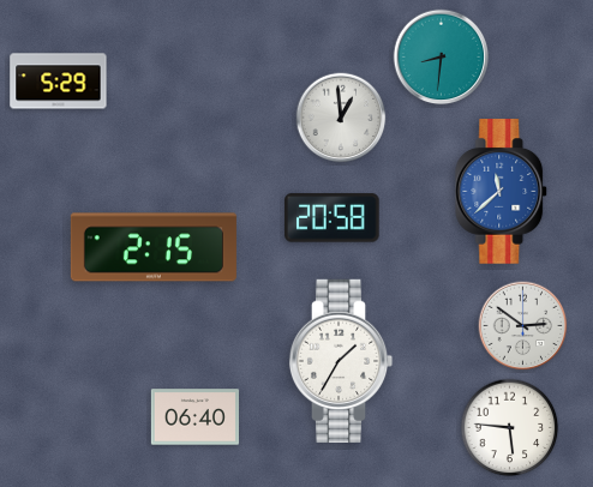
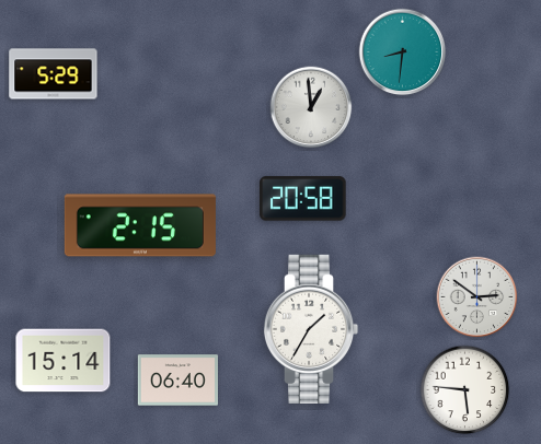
clock at (502, 192): 11:38 -> none
clock at (64, 361): none -> 15:14
